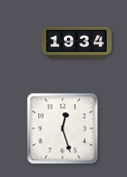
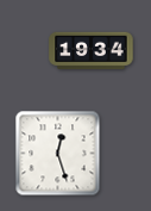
clock at (63, 129) position: (63, 129) -> (58, 154)
